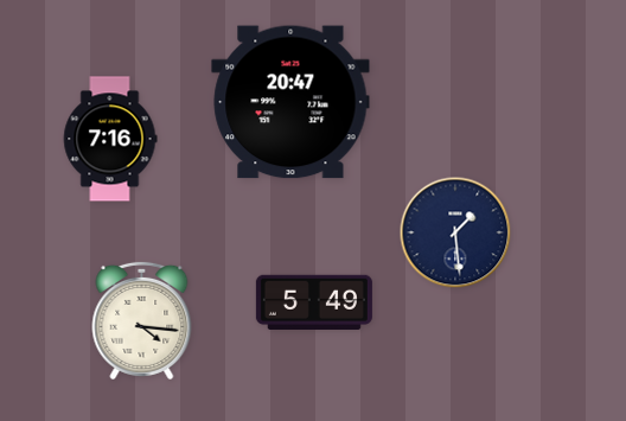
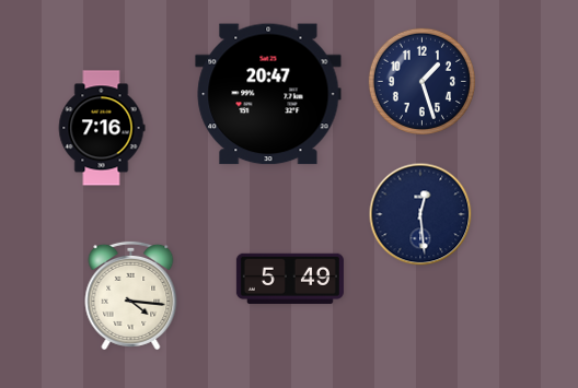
clock at (421, 81): none -> 1:27
clock at (455, 232): 1:29 -> 12:29
